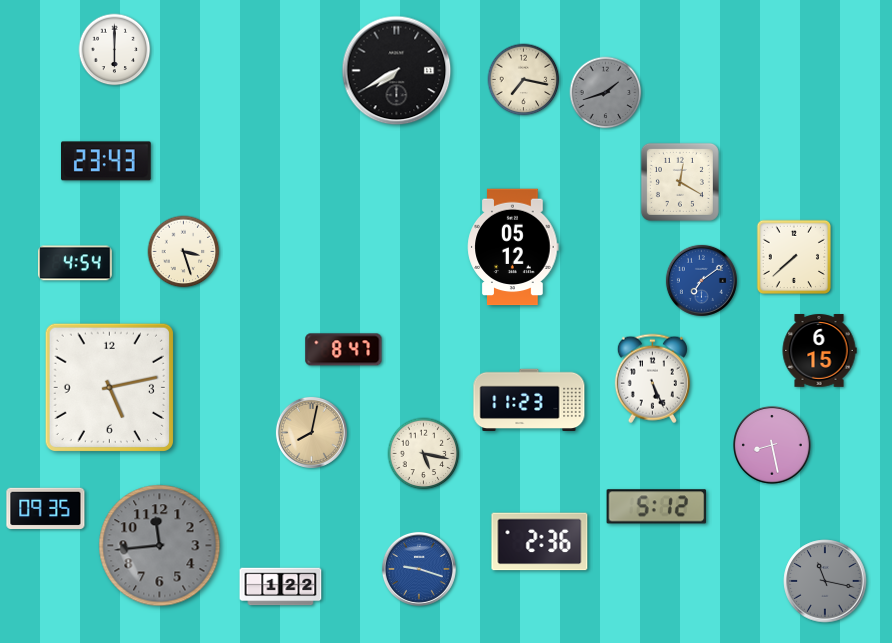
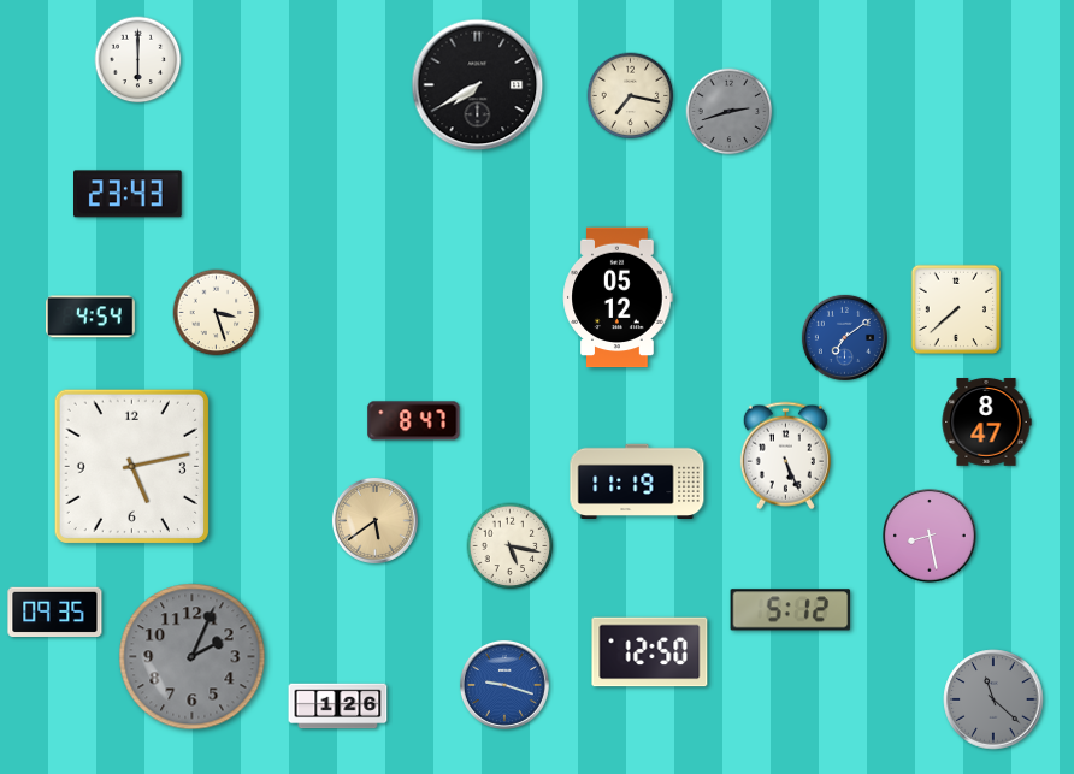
clock at (606, 93): 1:42 -> 2:42
clock at (680, 182): 12:20 -> none
clock at (184, 252) position: (184, 252) -> (217, 313)
clock at (819, 351): 6:15 -> 8:47
clock at (529, 400): 11:23 -> 11:19
clock at (311, 432): 8:02 -> 5:39
clock at (540, 542): 2:36 -> 12:50
clock at (160, 546): 11:44 -> 2:04
clock at (825, 581): 11:17 -> 11:22
clock at (281, 587): 1:22 -> 1:26
